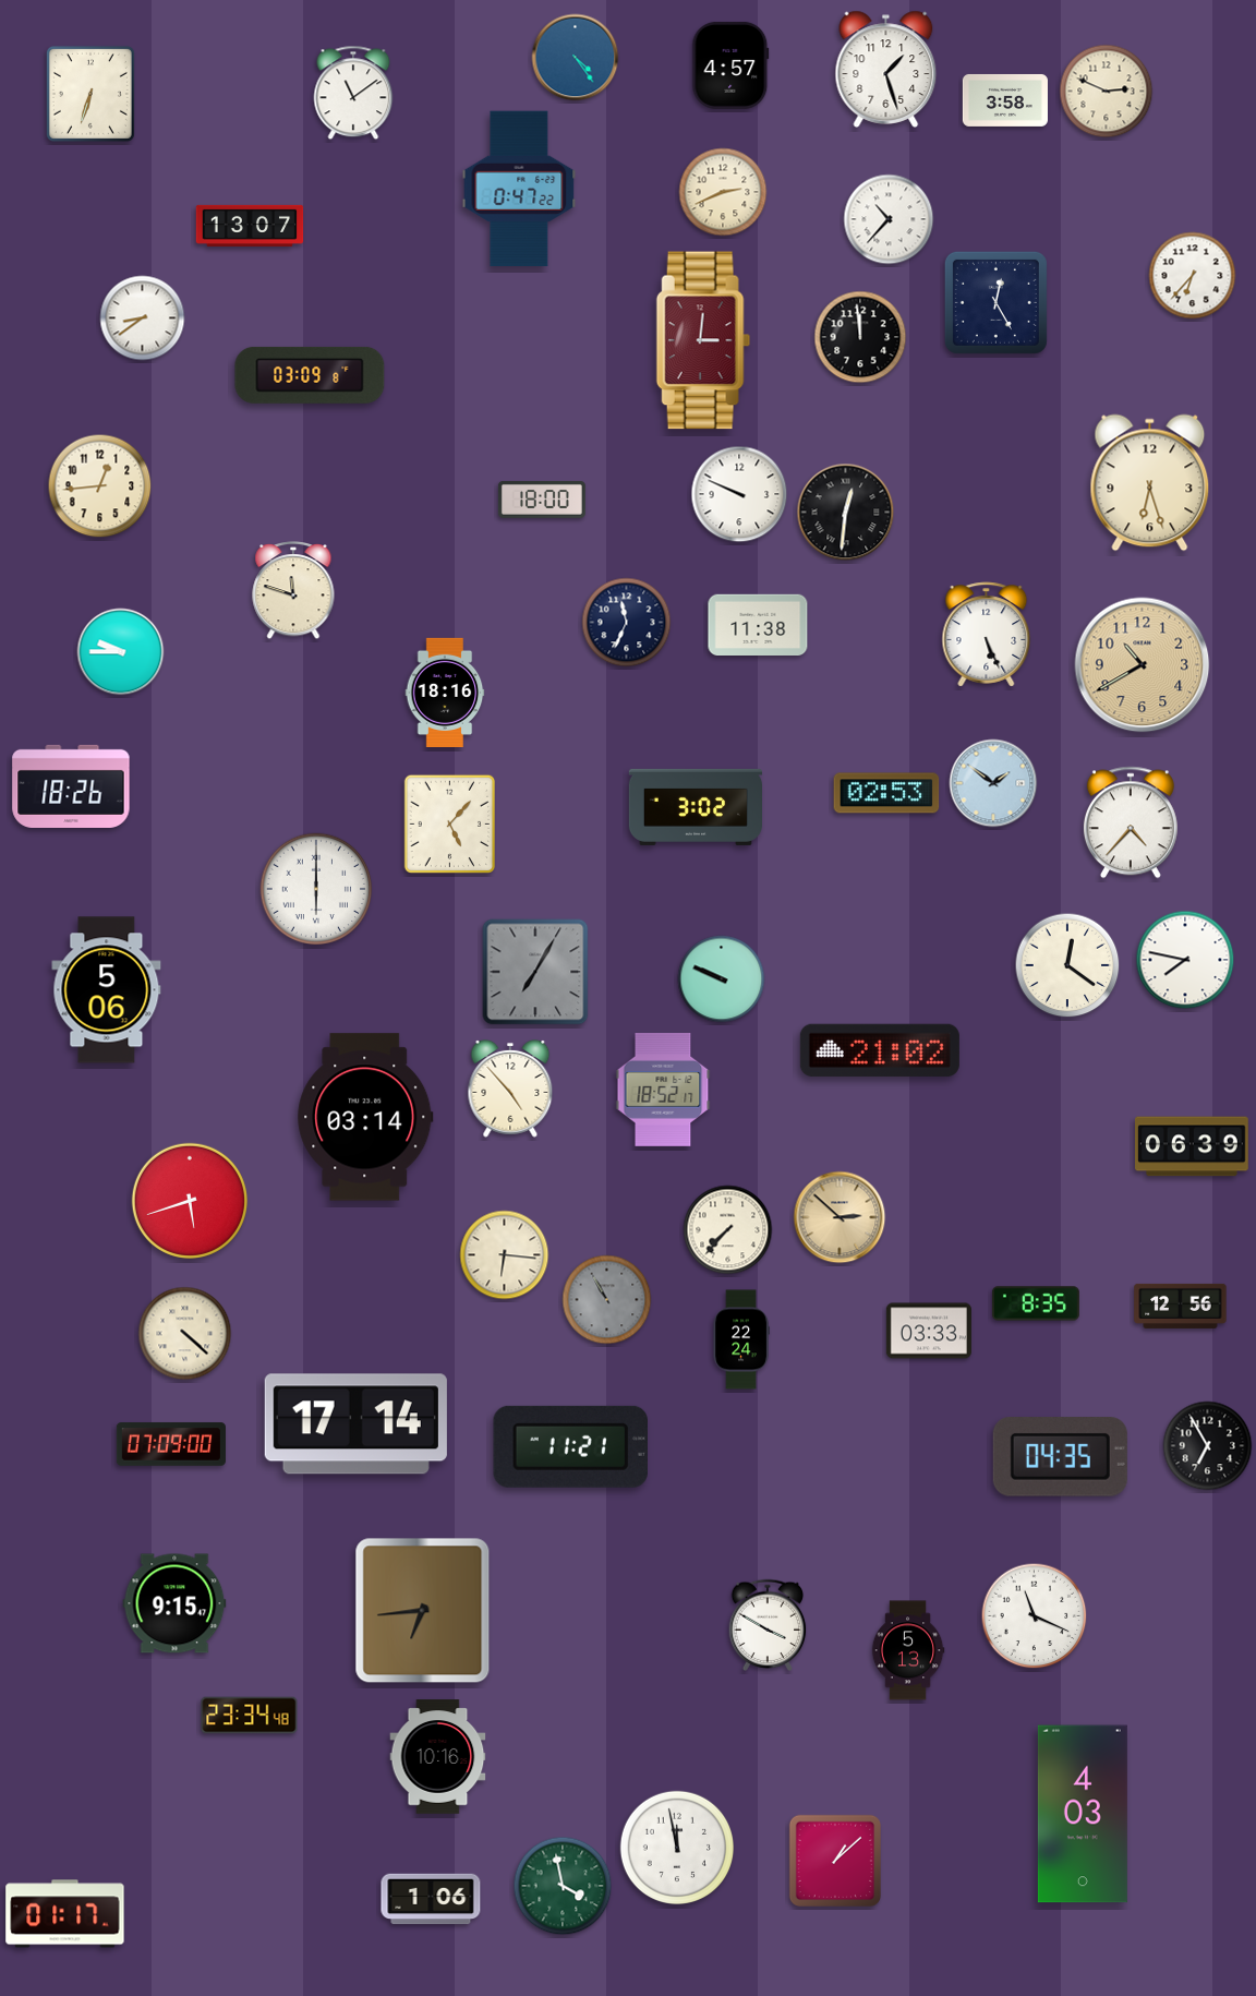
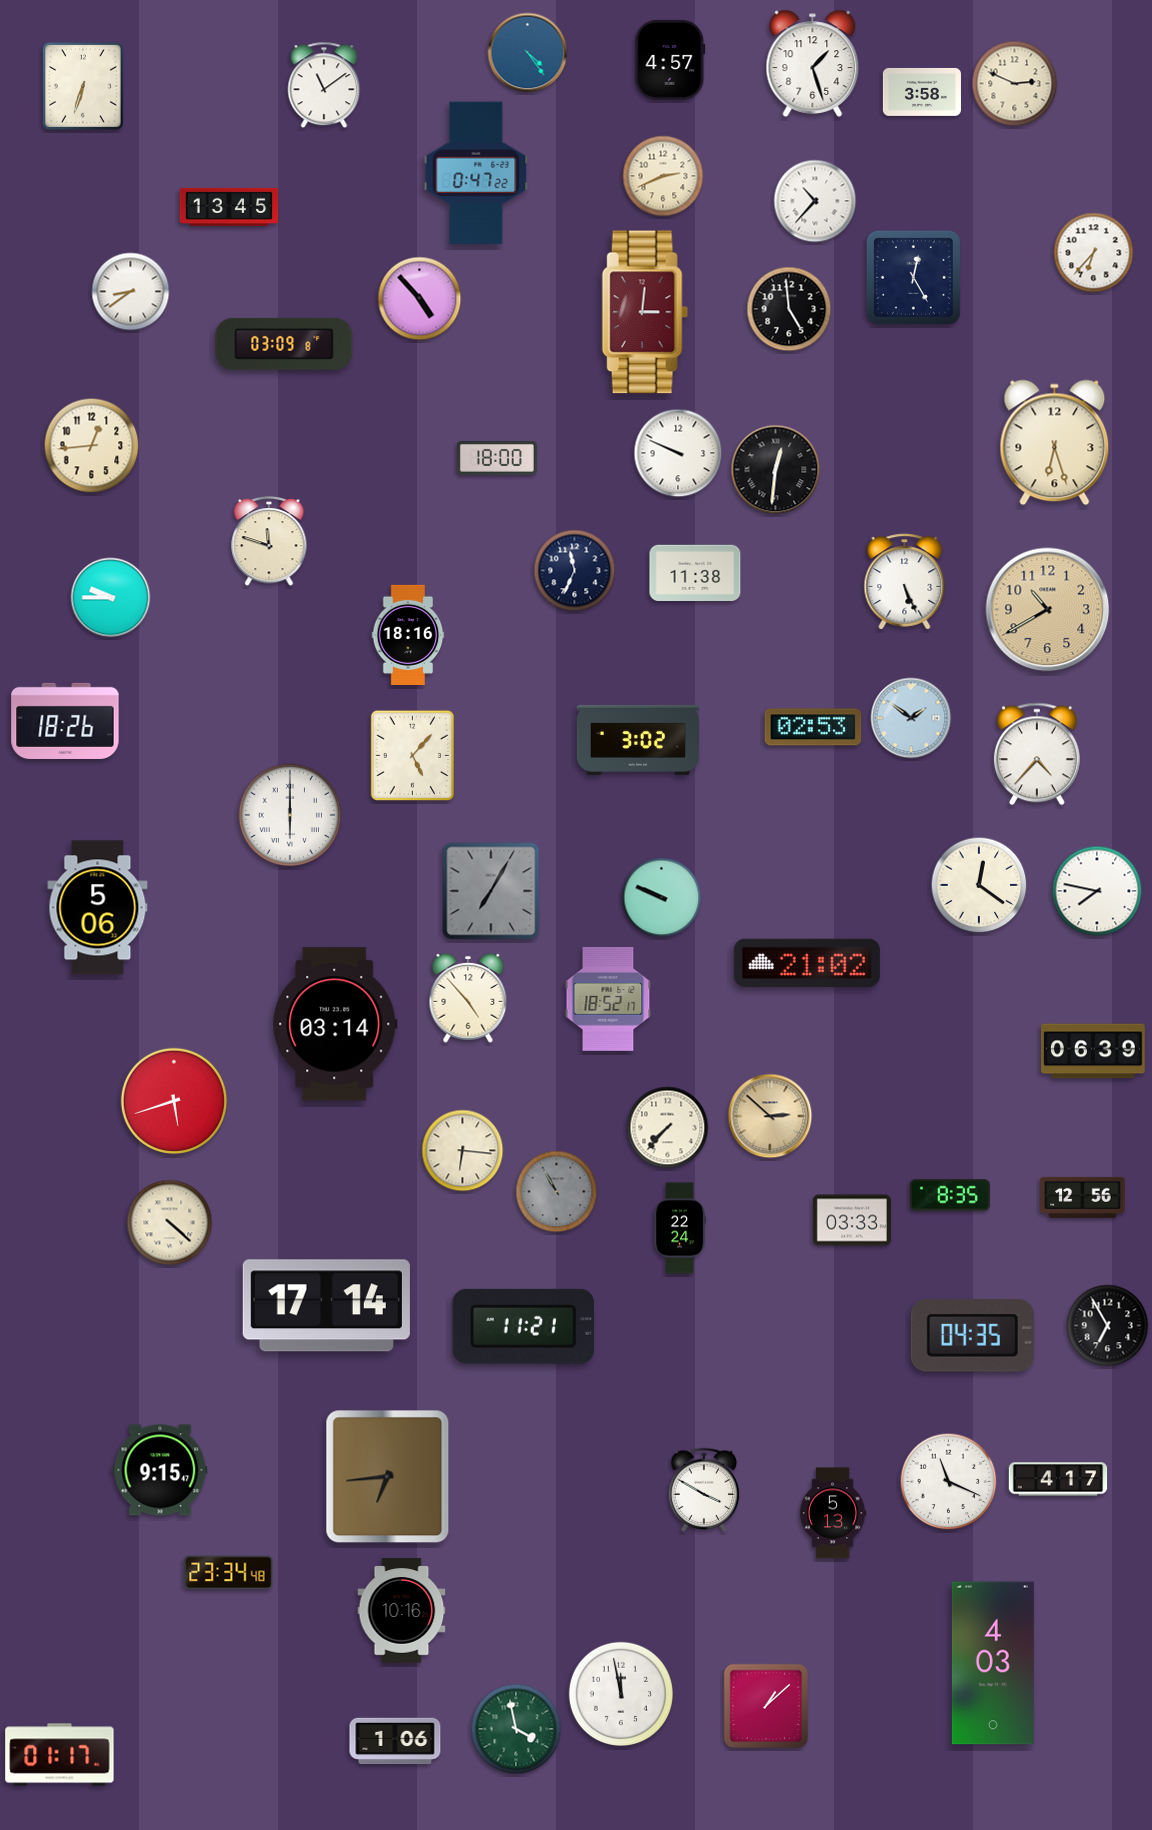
clock at (250, 226): 13:07 -> 13:45
clock at (420, 299): none -> 4:53
clock at (860, 337): 11:59 -> 4:59
clock at (1185, 960) position: (1185, 960) -> (1097, 891)
clock at (171, 1444): 07:09 -> none
clock at (1058, 1479): none -> 4:17
